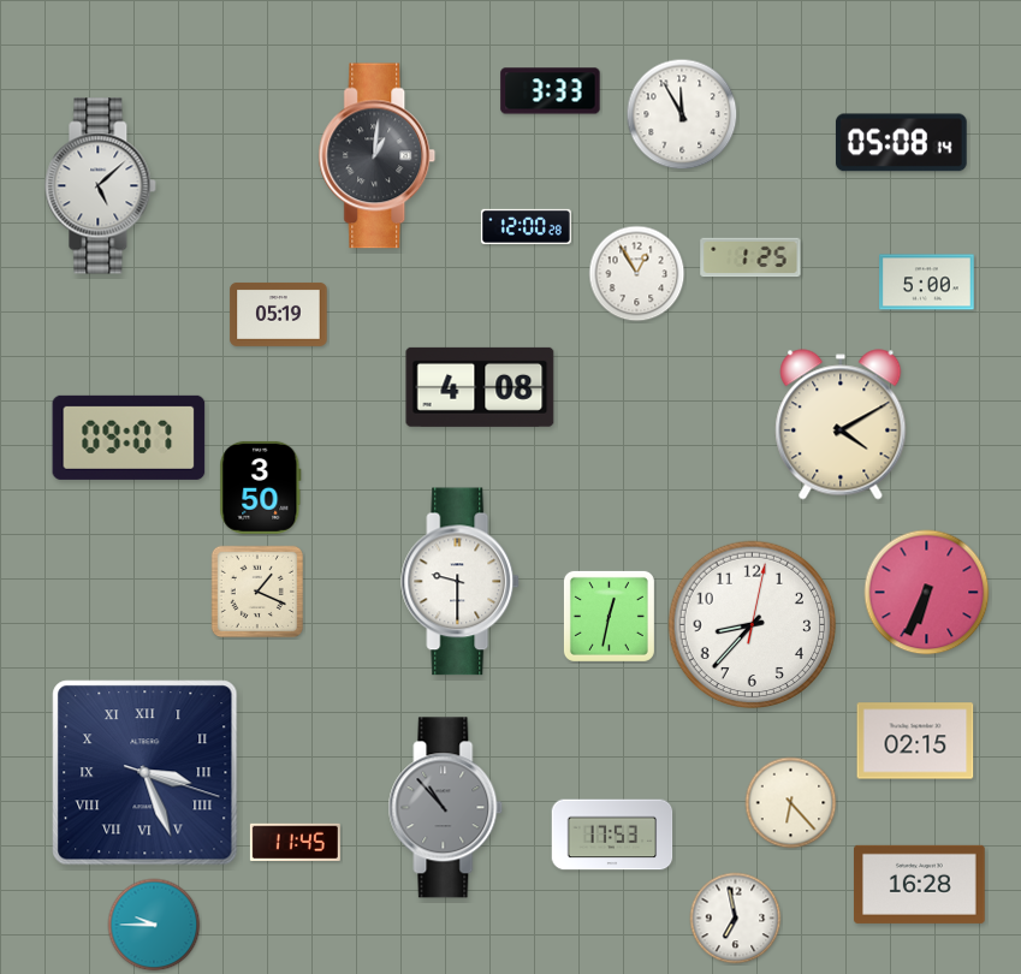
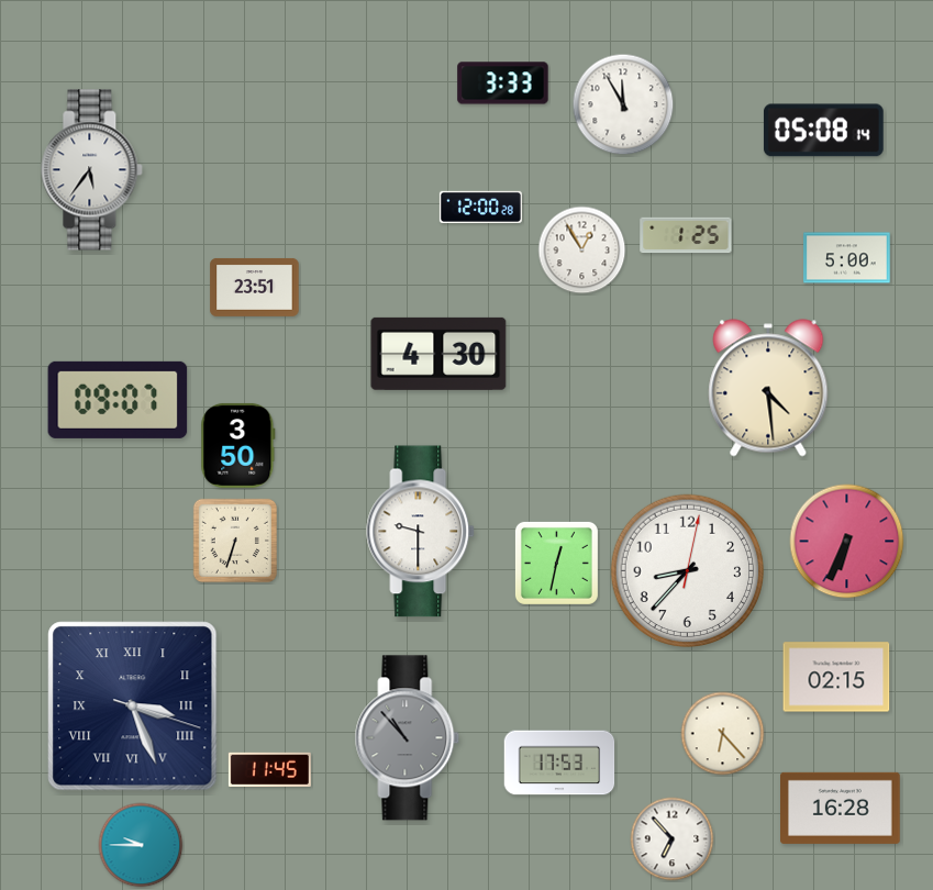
clock at (378, 156): 1:01 -> none
clock at (101, 186): 5:08 -> 5:36
clock at (279, 315): 05:19 -> 23:51
clock at (480, 387): 4:08 -> 4:30
clock at (841, 424): 4:10 -> 4:29
clock at (257, 592): 1:19 -> 6:33
clock at (736, 919): 6:58 -> 6:53
